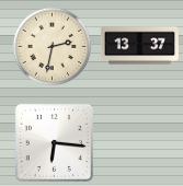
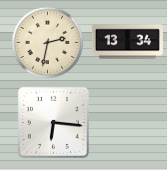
clock at (139, 46): 13:37 -> 13:34
clock at (54, 142) position: (54, 142) -> (53, 122)
